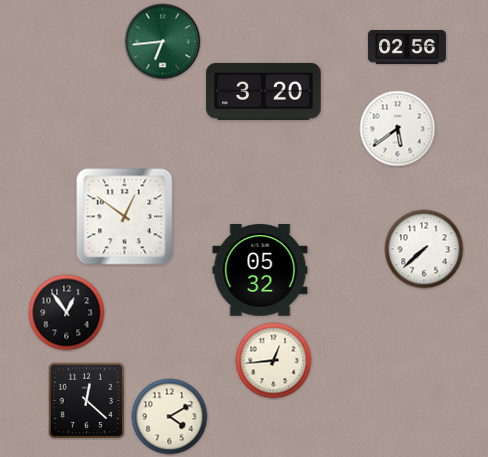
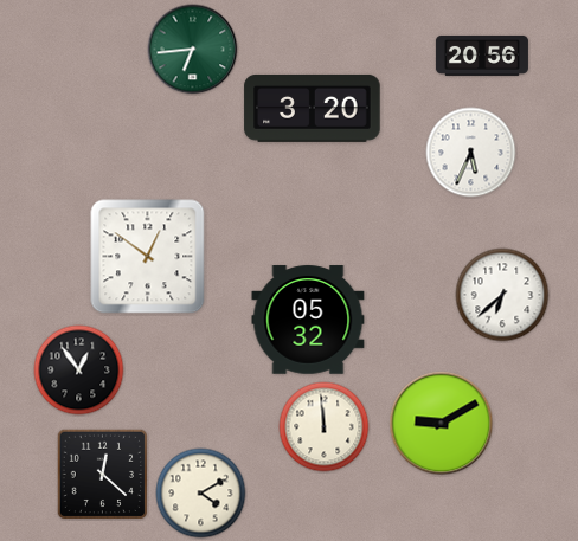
clock at (407, 47): 02:56 -> 20:56
clock at (398, 129): 5:39 -> 5:34
clock at (424, 249): 7:38 -> 6:38
clock at (442, 424): none -> 9:10
clock at (274, 361): 12:44 -> 11:59
